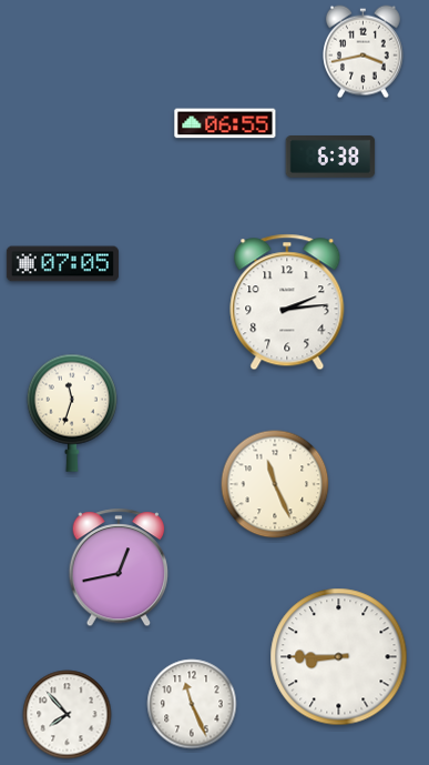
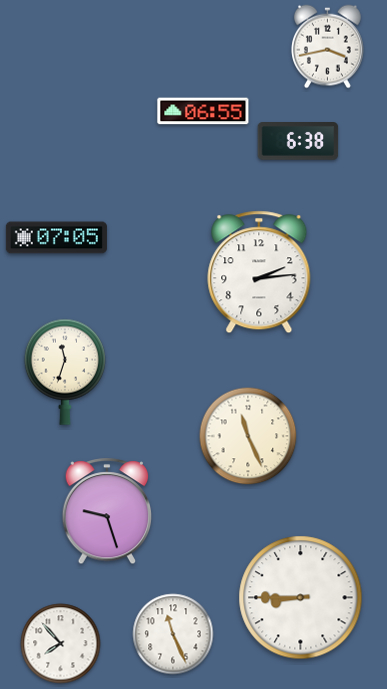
clock at (119, 568): 12:43 -> 9:27
clock at (339, 657) position: (339, 657) -> (301, 598)
